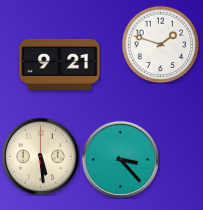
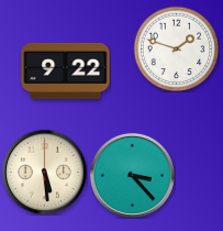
clock at (60, 64): 9:21 -> 9:22
